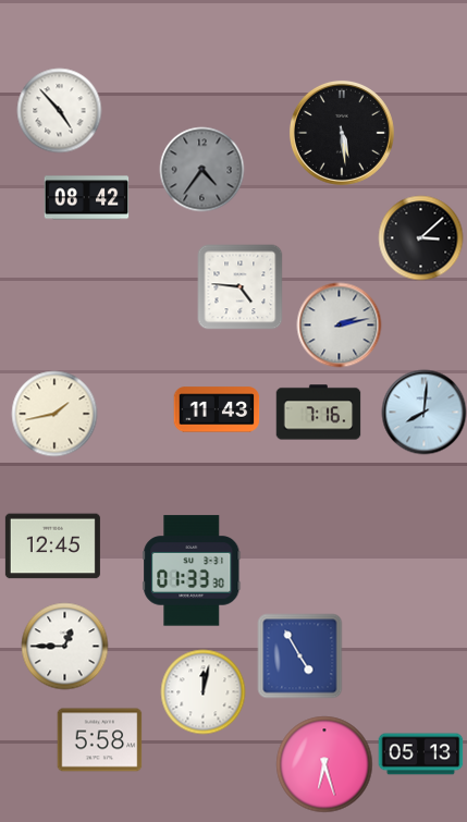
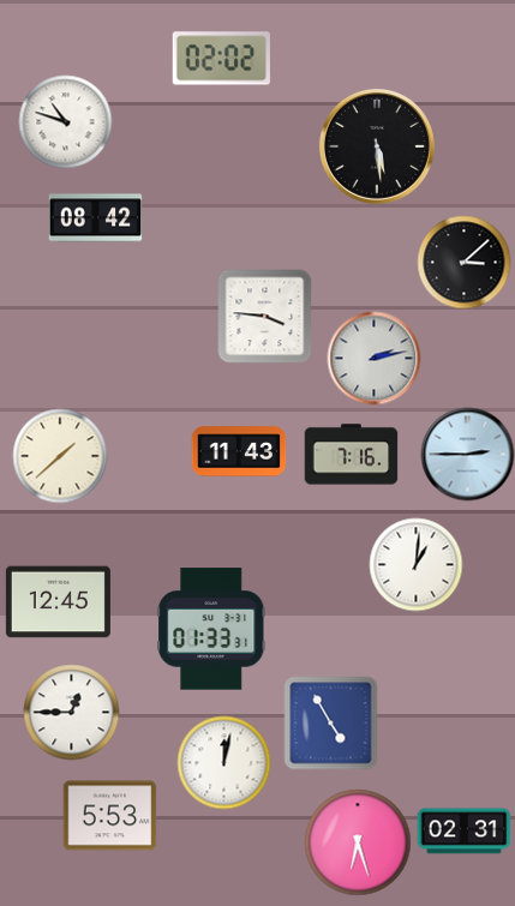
clock at (221, 59): none -> 02:02
clock at (59, 110): 4:53 -> 10:48
clock at (201, 169): 4:36 -> none
clock at (239, 286): 4:46 -> 3:46
clock at (423, 412): 8:01 -> 2:45
clock at (54, 414): 1:43 -> 1:38
clock at (415, 564): none -> 1:01
clock at (192, 571): 01:33:30 -> 01:33:31
clock at (99, 740): 5:58 -> 5:53
clock at (420, 754): 05:13 -> 02:31
